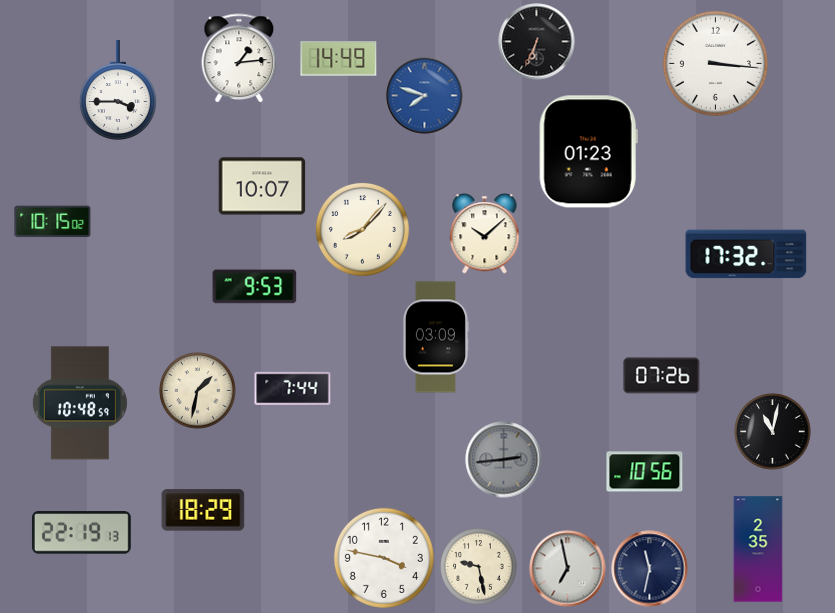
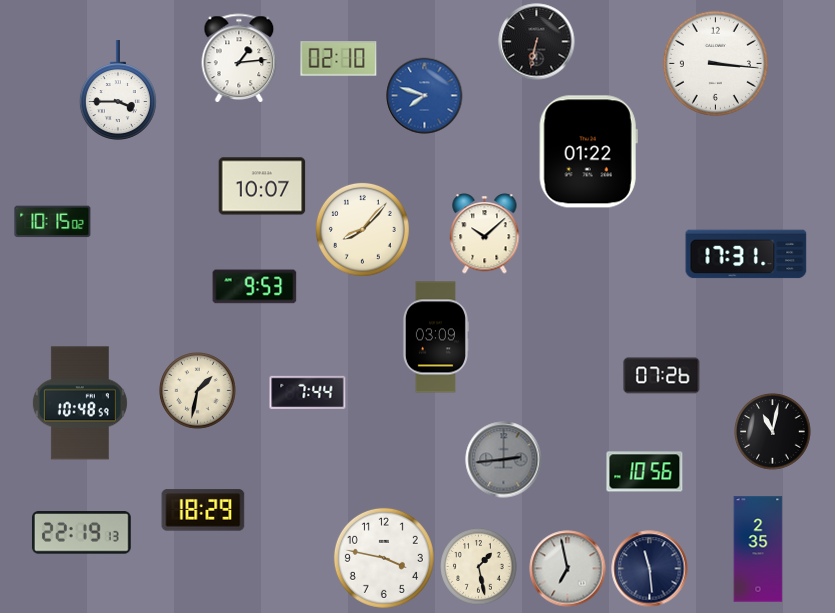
clock at (537, 42): 6:34 -> 6:32
clock at (339, 59): 14:49 -> 02:10
clock at (588, 152): 01:23 -> 01:22
clock at (746, 254): 17:32 -> 17:31
clock at (293, 388) position: (293, 388) -> (308, 392)
clock at (479, 567): 9:28 -> 1:28
clock at (650, 569): 11:32 -> 11:29
